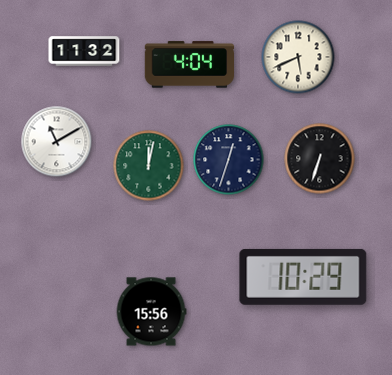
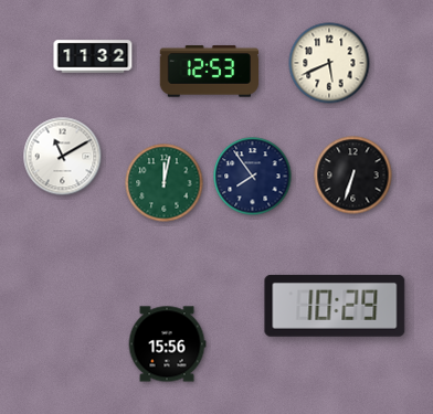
clock at (190, 65): 4:04 -> 12:53
clock at (229, 160): 12:33 -> 7:54
